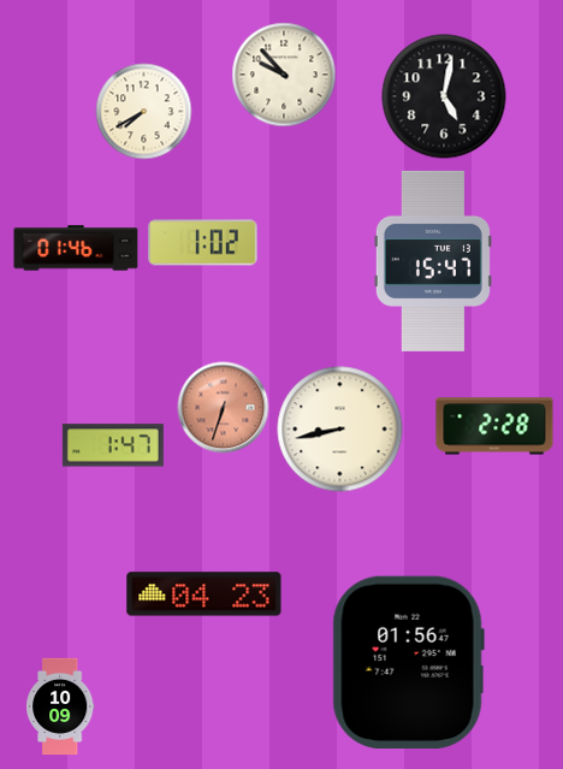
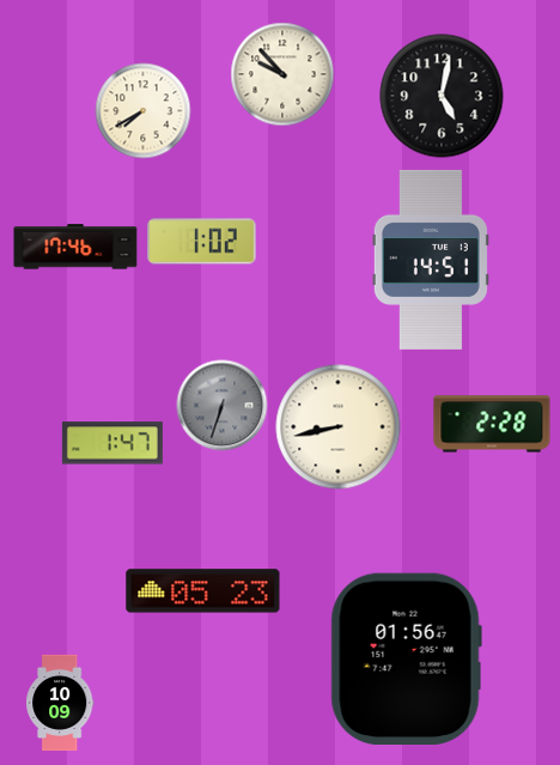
clock at (76, 248): 01:46 -> 17:46
clock at (433, 261): 15:47 -> 14:51
clock at (224, 408) dial: salmon -> grey
clock at (205, 595): 04:23 -> 05:23
